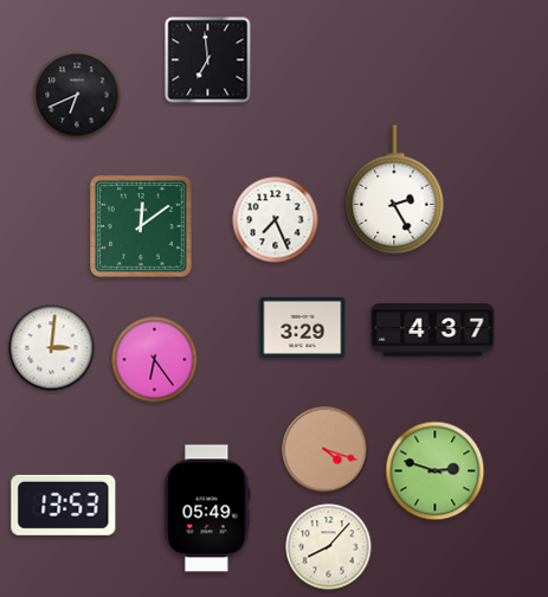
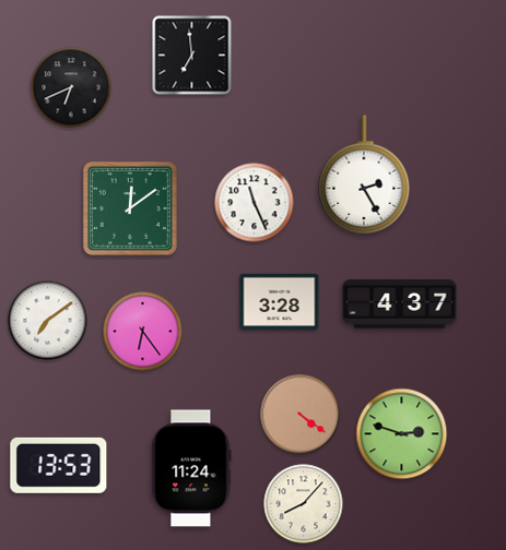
clock at (276, 220): 7:26 -> 11:26
clock at (303, 327): 3:29 -> 3:28
clock at (52, 348): 3:01 -> 7:09
clock at (325, 450): 4:18 -> 4:21
clock at (207, 508): 05:49 -> 11:24
